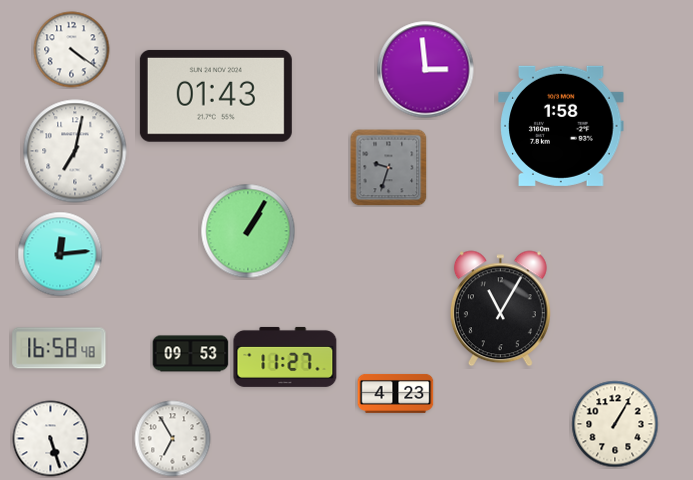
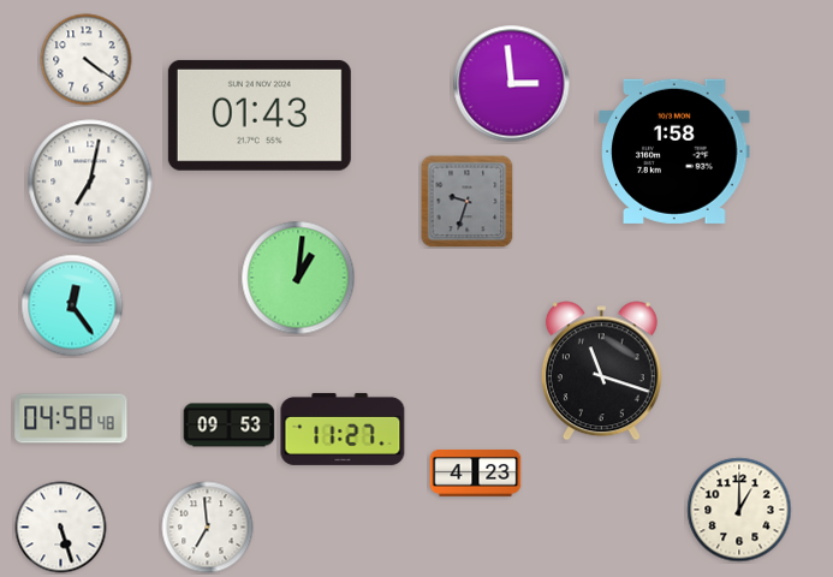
clock at (248, 231): 1:05 -> 1:01
clock at (60, 254): 12:14 -> 12:24
clock at (500, 309): 11:05 -> 11:18
clock at (59, 348): 16:58 -> 04:58
clock at (615, 424): 1:05 -> 1:00
clock at (173, 439): 6:55 -> 6:59
